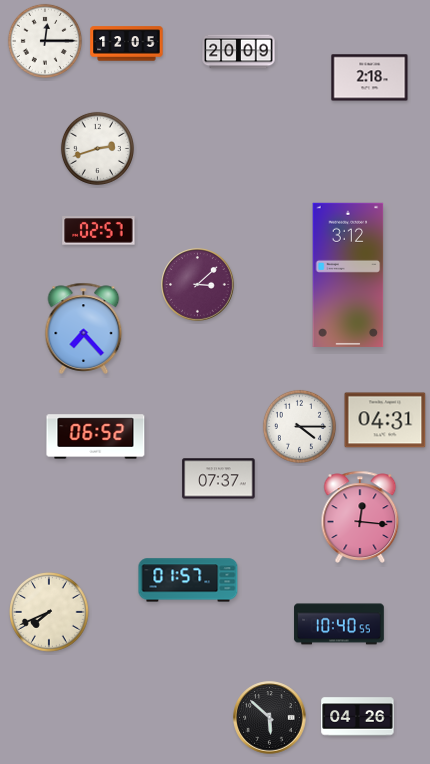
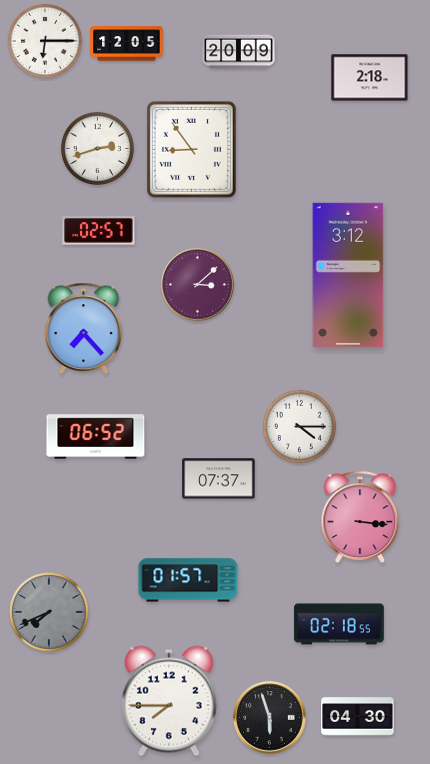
clock at (45, 41): 12:15 -> 6:15
clock at (191, 149): none -> 8:54
clock at (385, 420): 04:31 -> none
clock at (360, 517): 12:16 -> 3:16
clock at (50, 613) dial: cream -> grey
clock at (339, 624): 10:40 -> 02:18
clock at (169, 701): none -> 7:45
clock at (358, 717): 04:26 -> 04:30
clock at (270, 718): 5:52 -> 5:57
